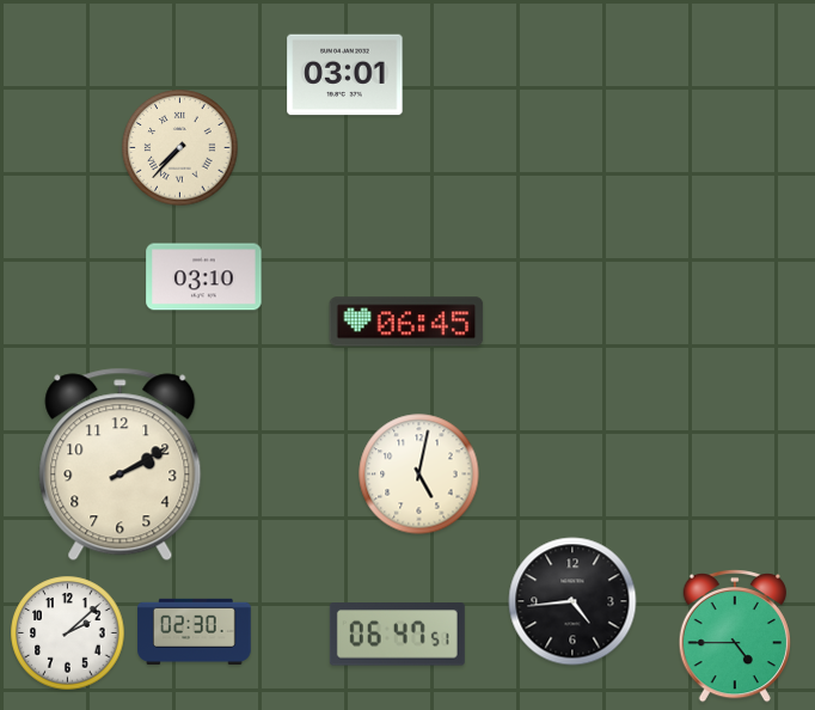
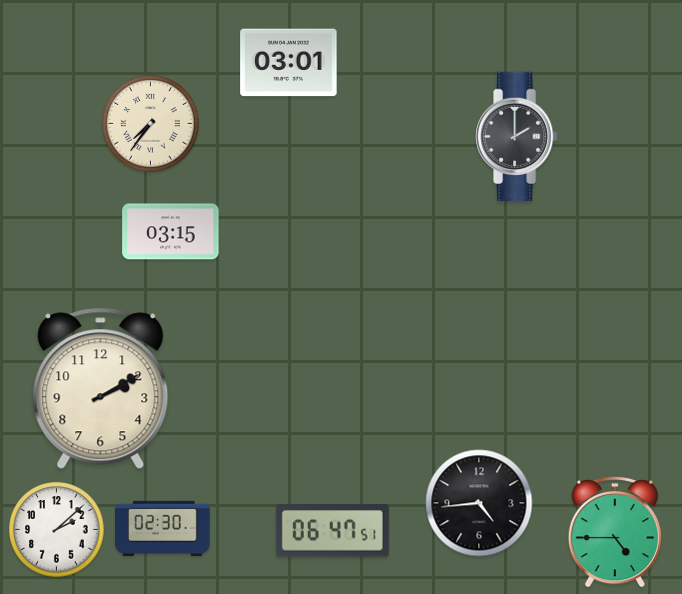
clock at (180, 148): 7:37 -> 7:36
clock at (517, 137): none -> 2:00
clock at (204, 277): 03:10 -> 03:15
clock at (406, 322): 06:45 -> none
clock at (419, 475): 5:02 -> none
